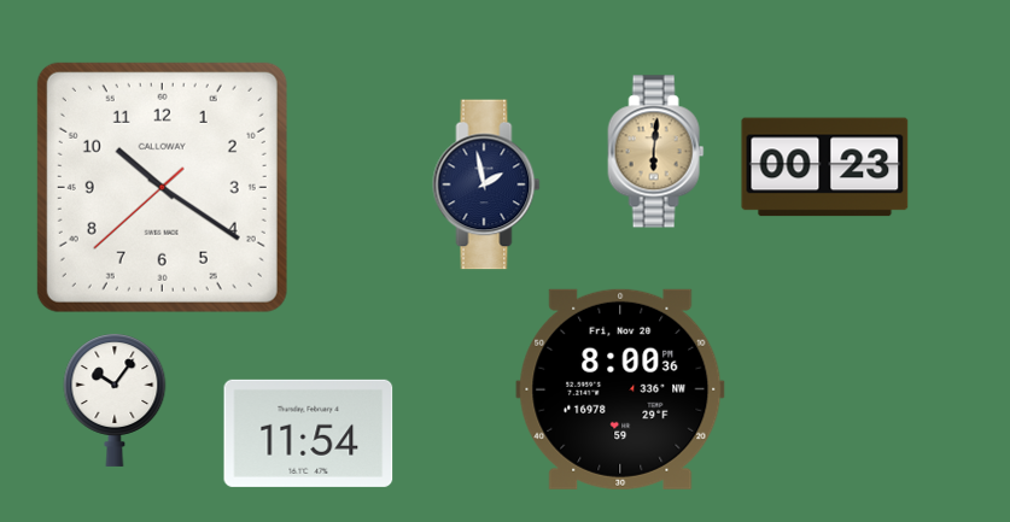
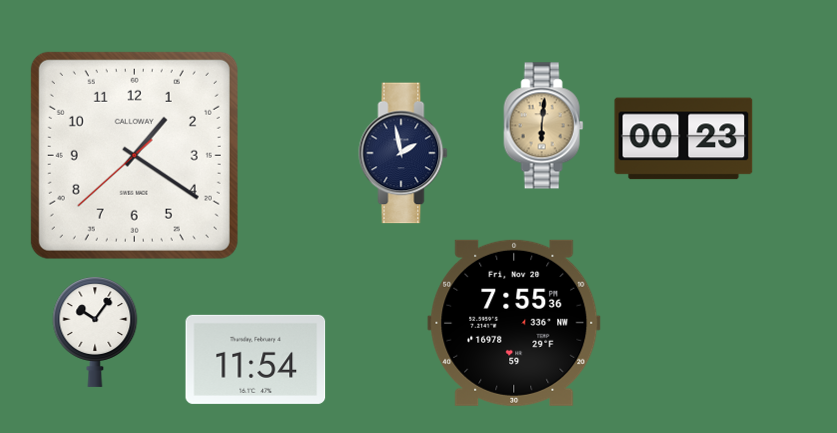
clock at (162, 187): 10:20 -> 1:20
clock at (620, 389): 8:00 -> 7:55
